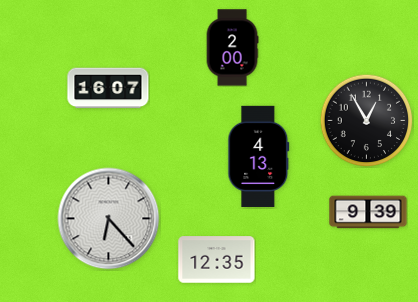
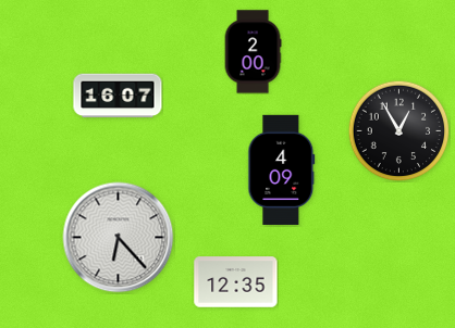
clock at (259, 156): 4:13 -> 4:09
clock at (368, 212): 9:39 -> none
